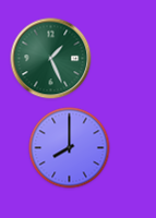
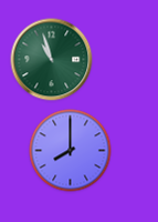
clock at (51, 59): 1:26 -> 10:57
